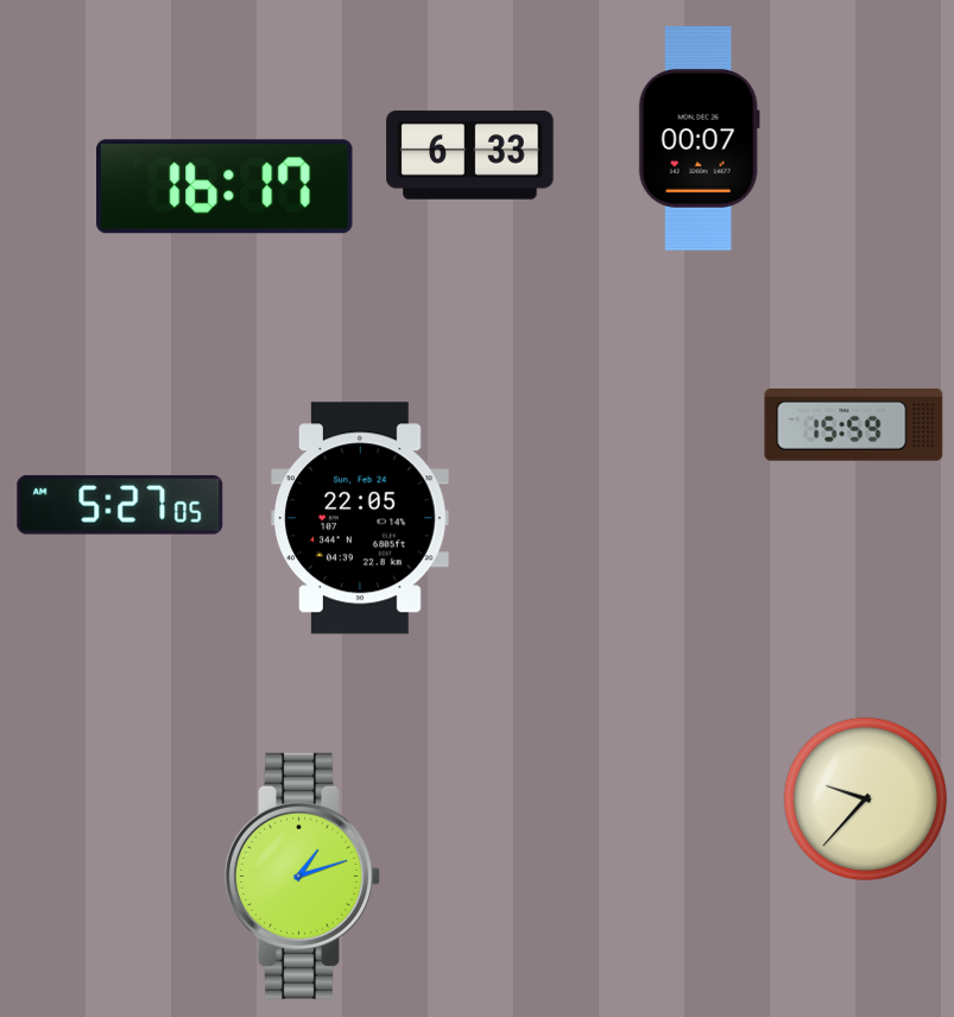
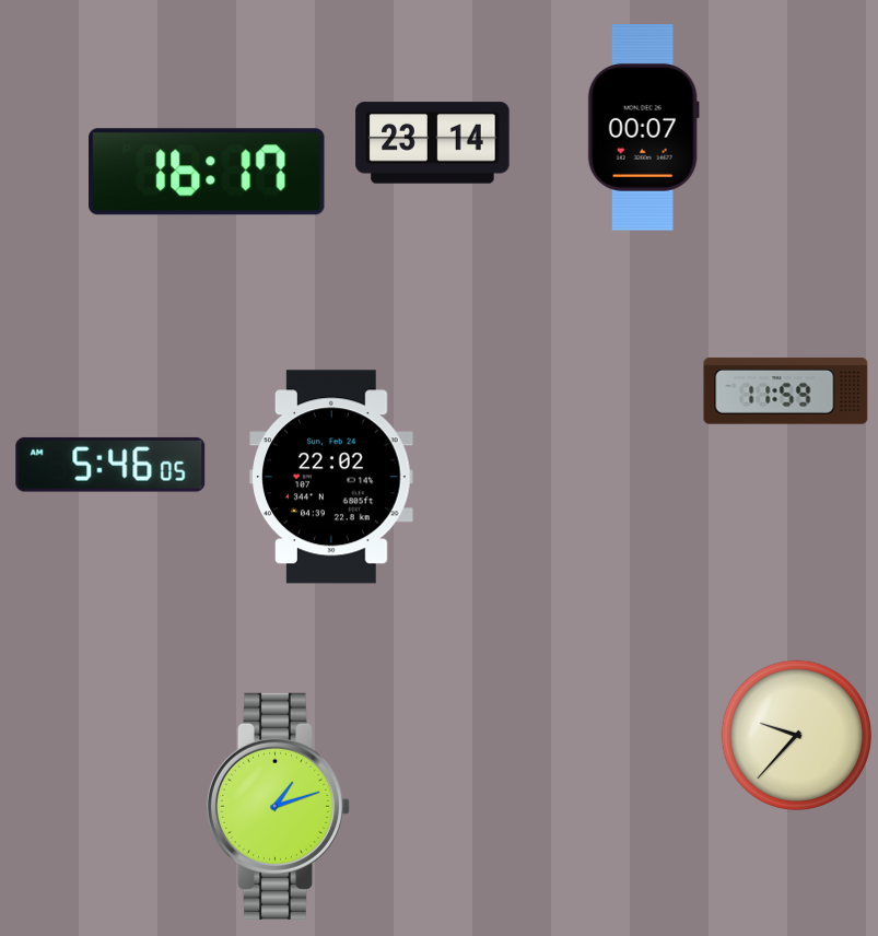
clock at (470, 156): 6:33 -> 23:14
clock at (854, 425): 15:59 -> 11:59
clock at (120, 505): 5:27 -> 5:46
clock at (360, 518): 22:05 -> 22:02
